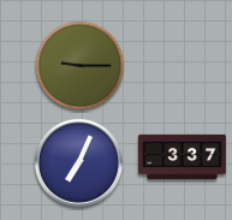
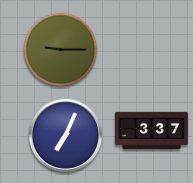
clock at (81, 66) position: (81, 66) -> (61, 50)
